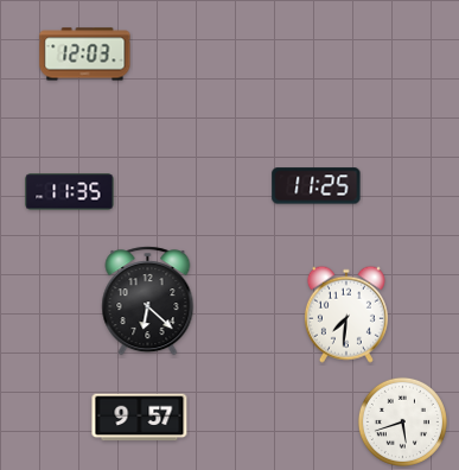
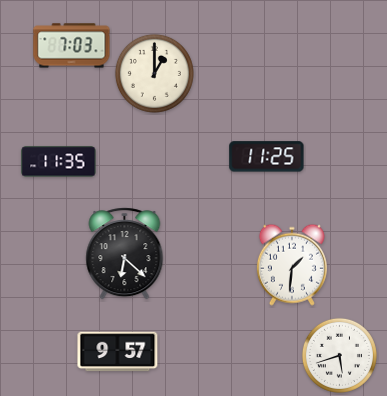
clock at (85, 55): 12:03 -> 7:03
clock at (154, 73): none -> 1:00
clock at (346, 315): 7:31 -> 1:31
